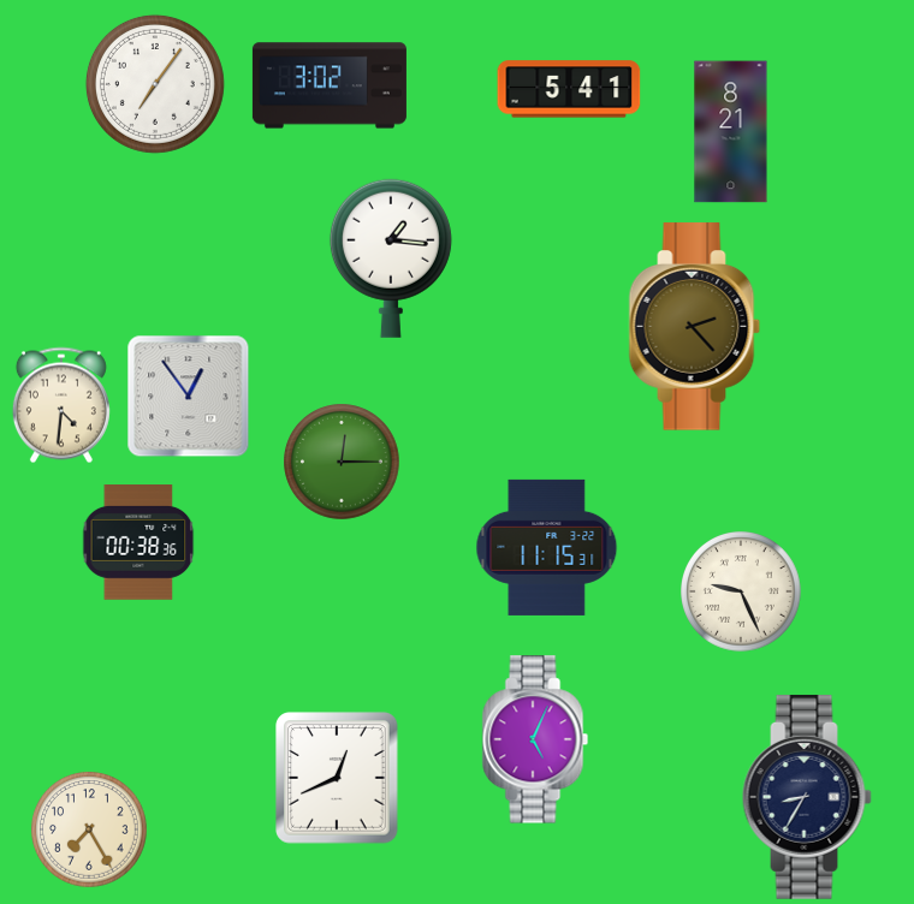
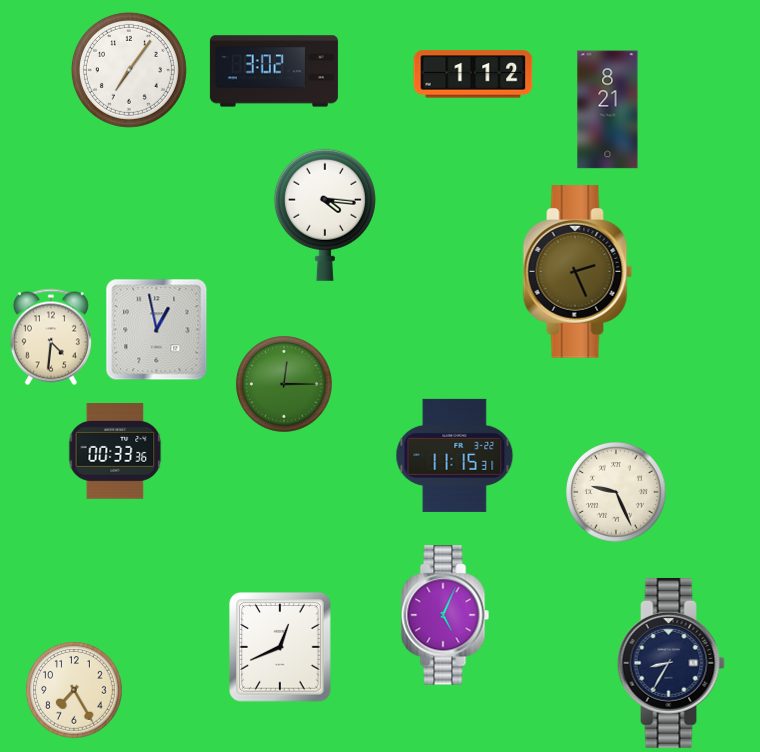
clock at (569, 89): 5:41 -> 1:12
clock at (391, 258): 1:16 -> 4:16
clock at (695, 327): 2:23 -> 2:26
clock at (189, 397): 12:54 -> 12:58
clock at (138, 543): 00:38 -> 00:33
